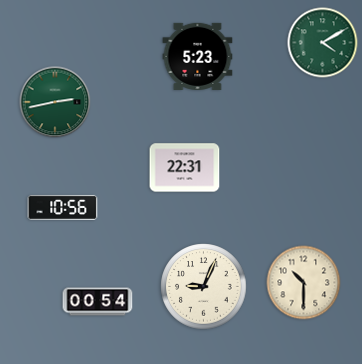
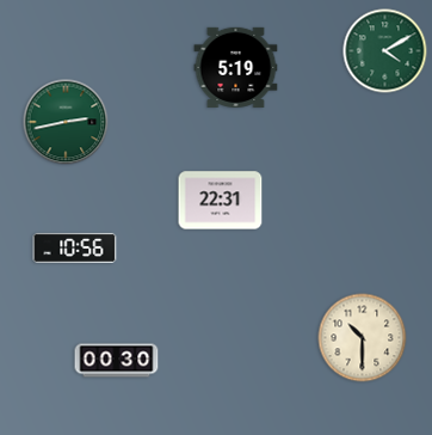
clock at (198, 56): 5:23 -> 5:19
clock at (204, 287): 9:04 -> none
clock at (98, 302): 00:54 -> 00:30
